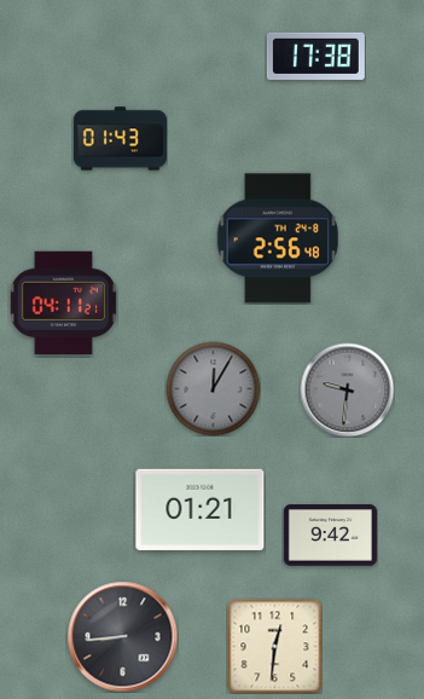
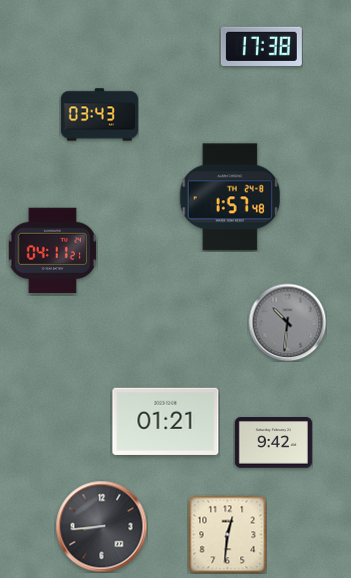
clock at (120, 139): 01:43 -> 03:43
clock at (277, 238): 2:56 -> 1:57
clock at (213, 388): 12:05 -> none
clock at (347, 389): 9:31 -> 10:31
